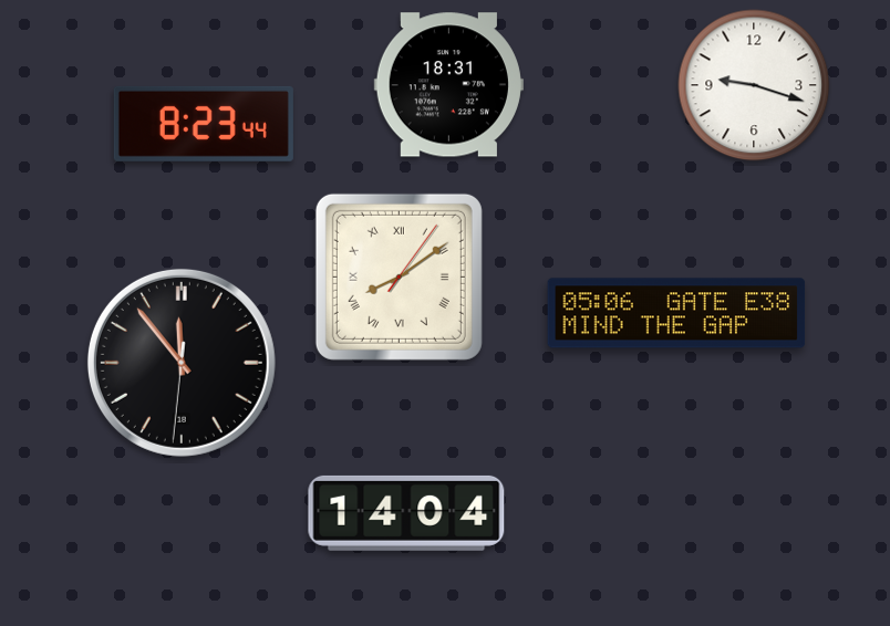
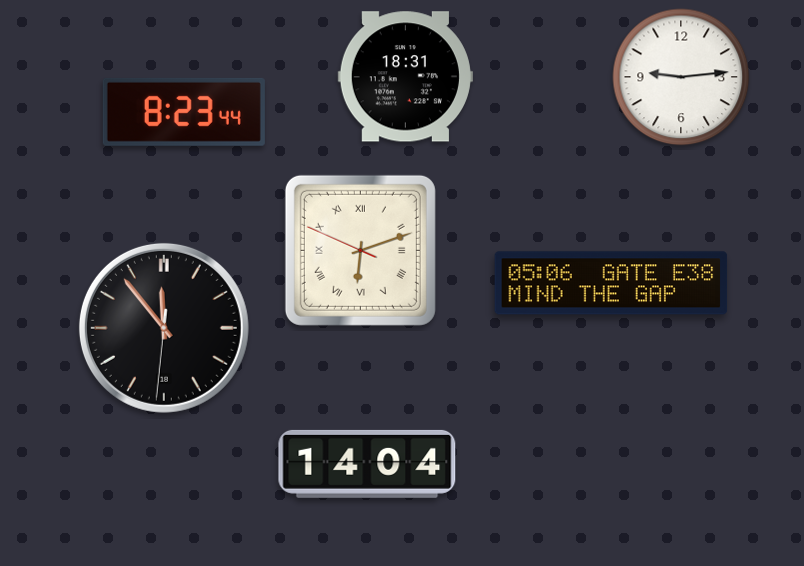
clock at (754, 85): 9:18 -> 9:14
clock at (399, 277): 8:09 -> 6:11
